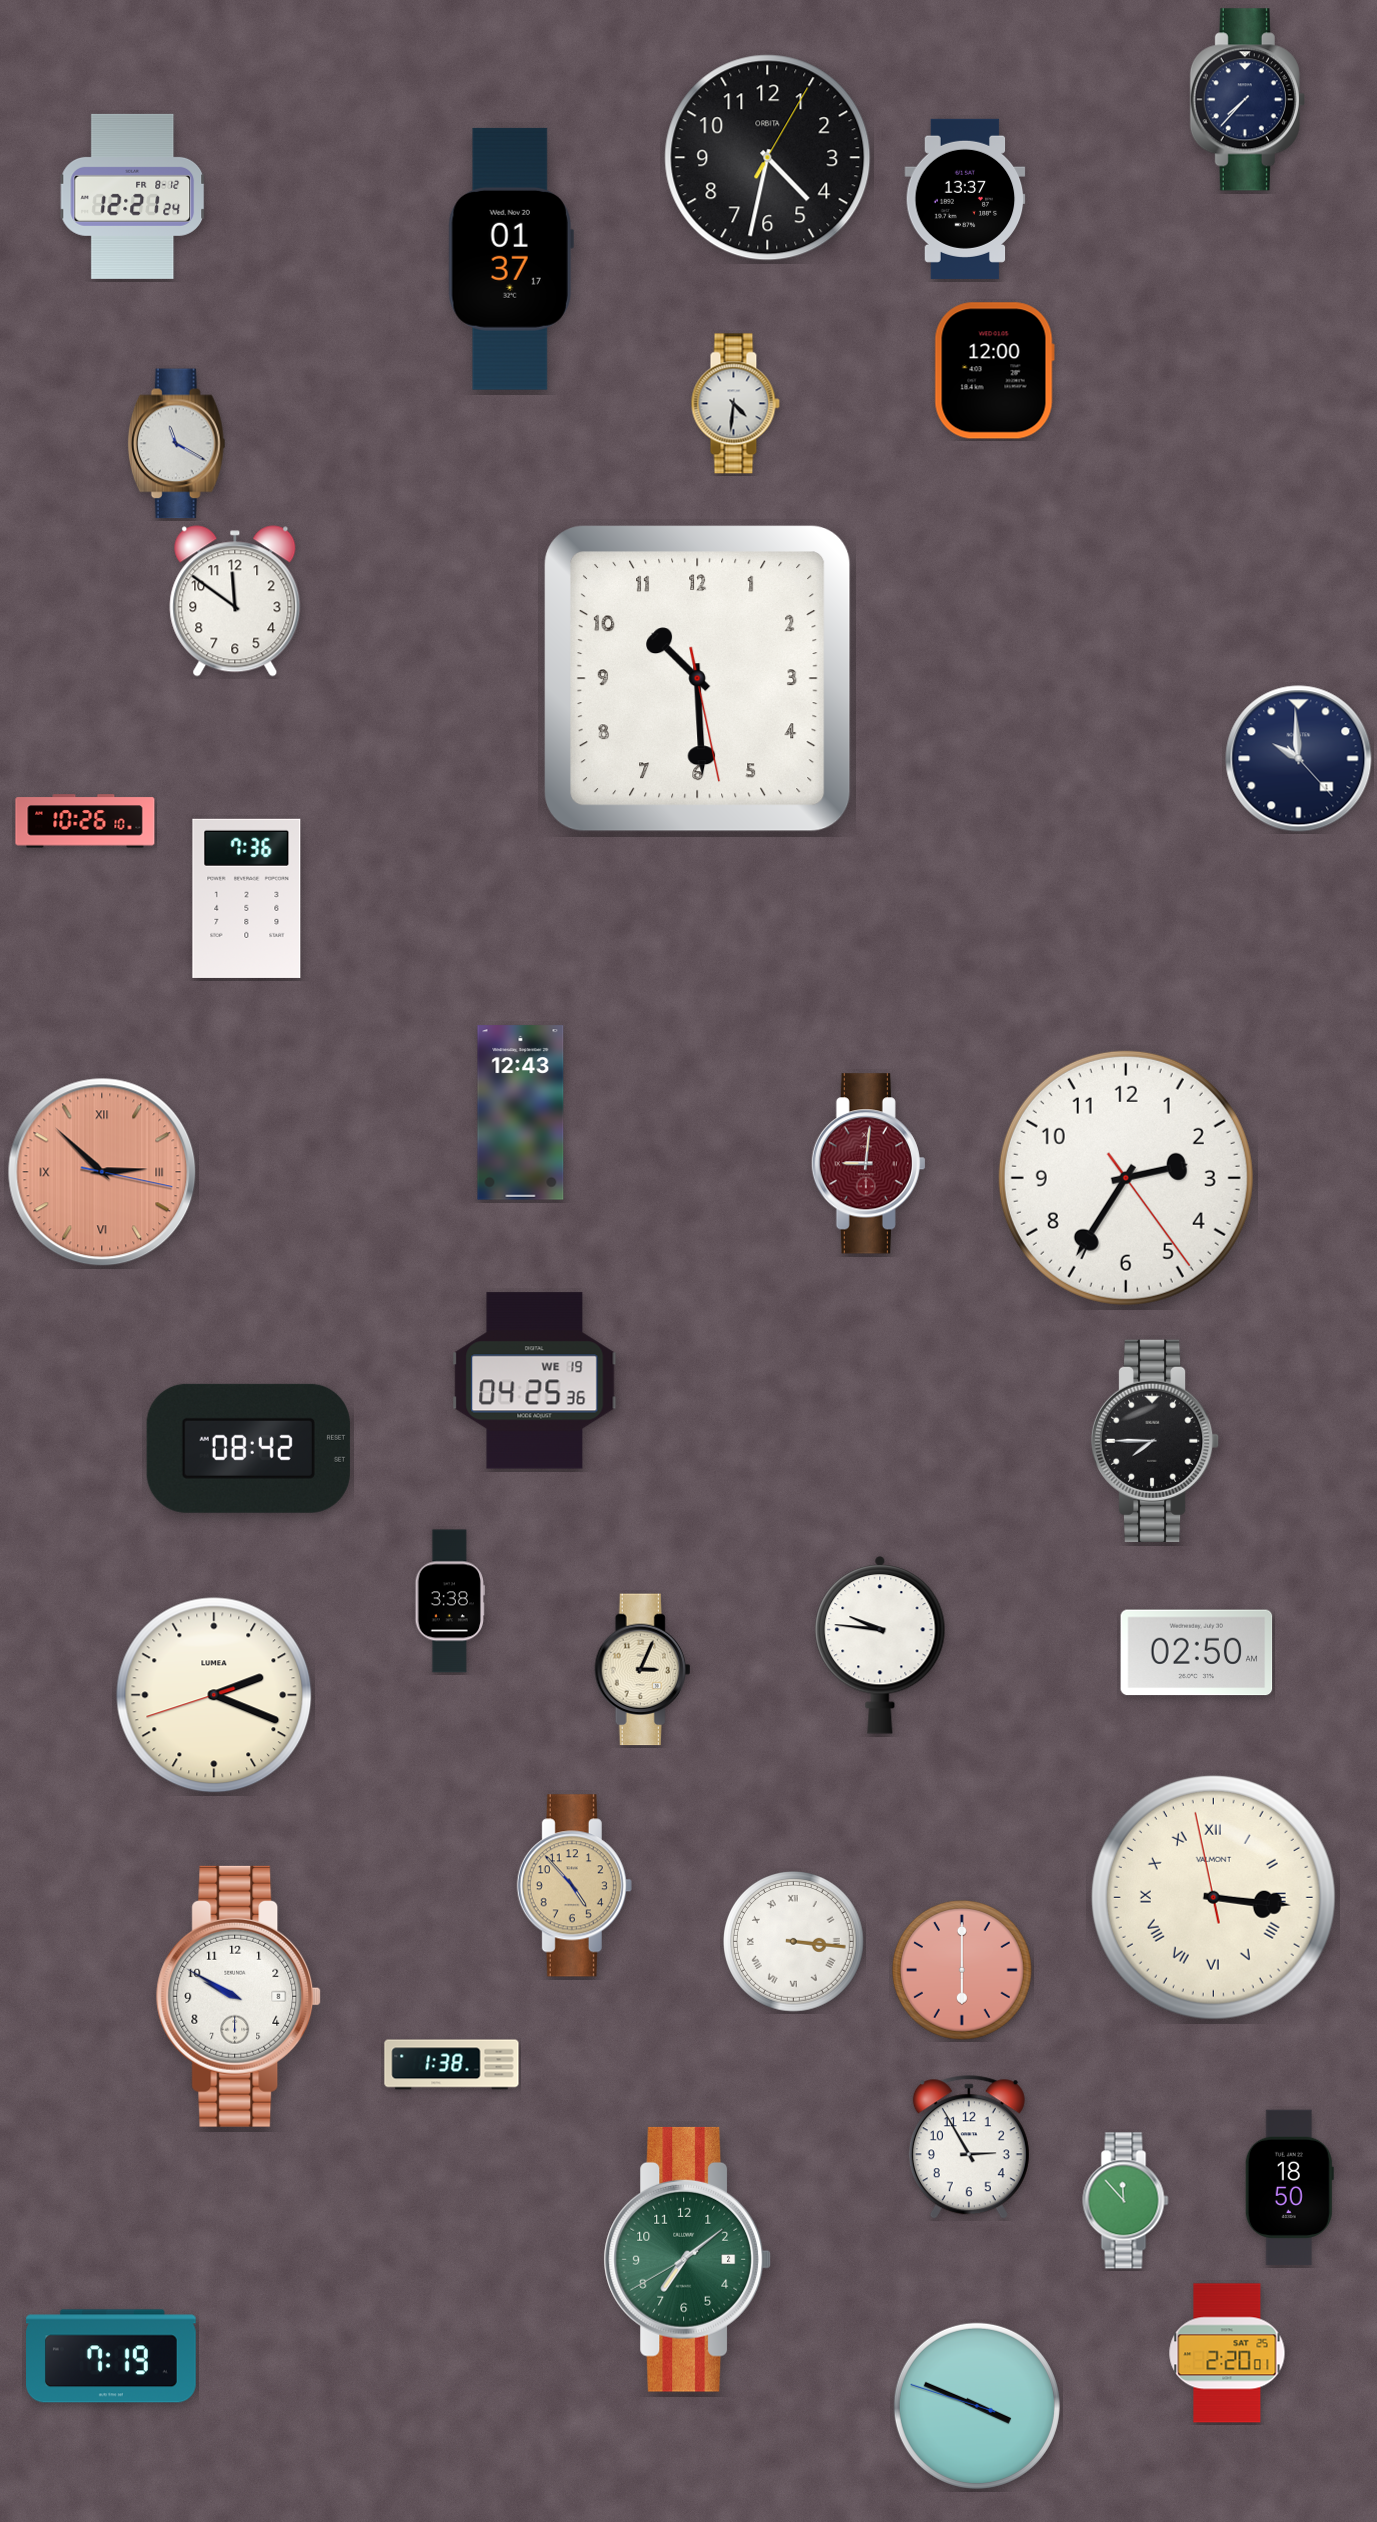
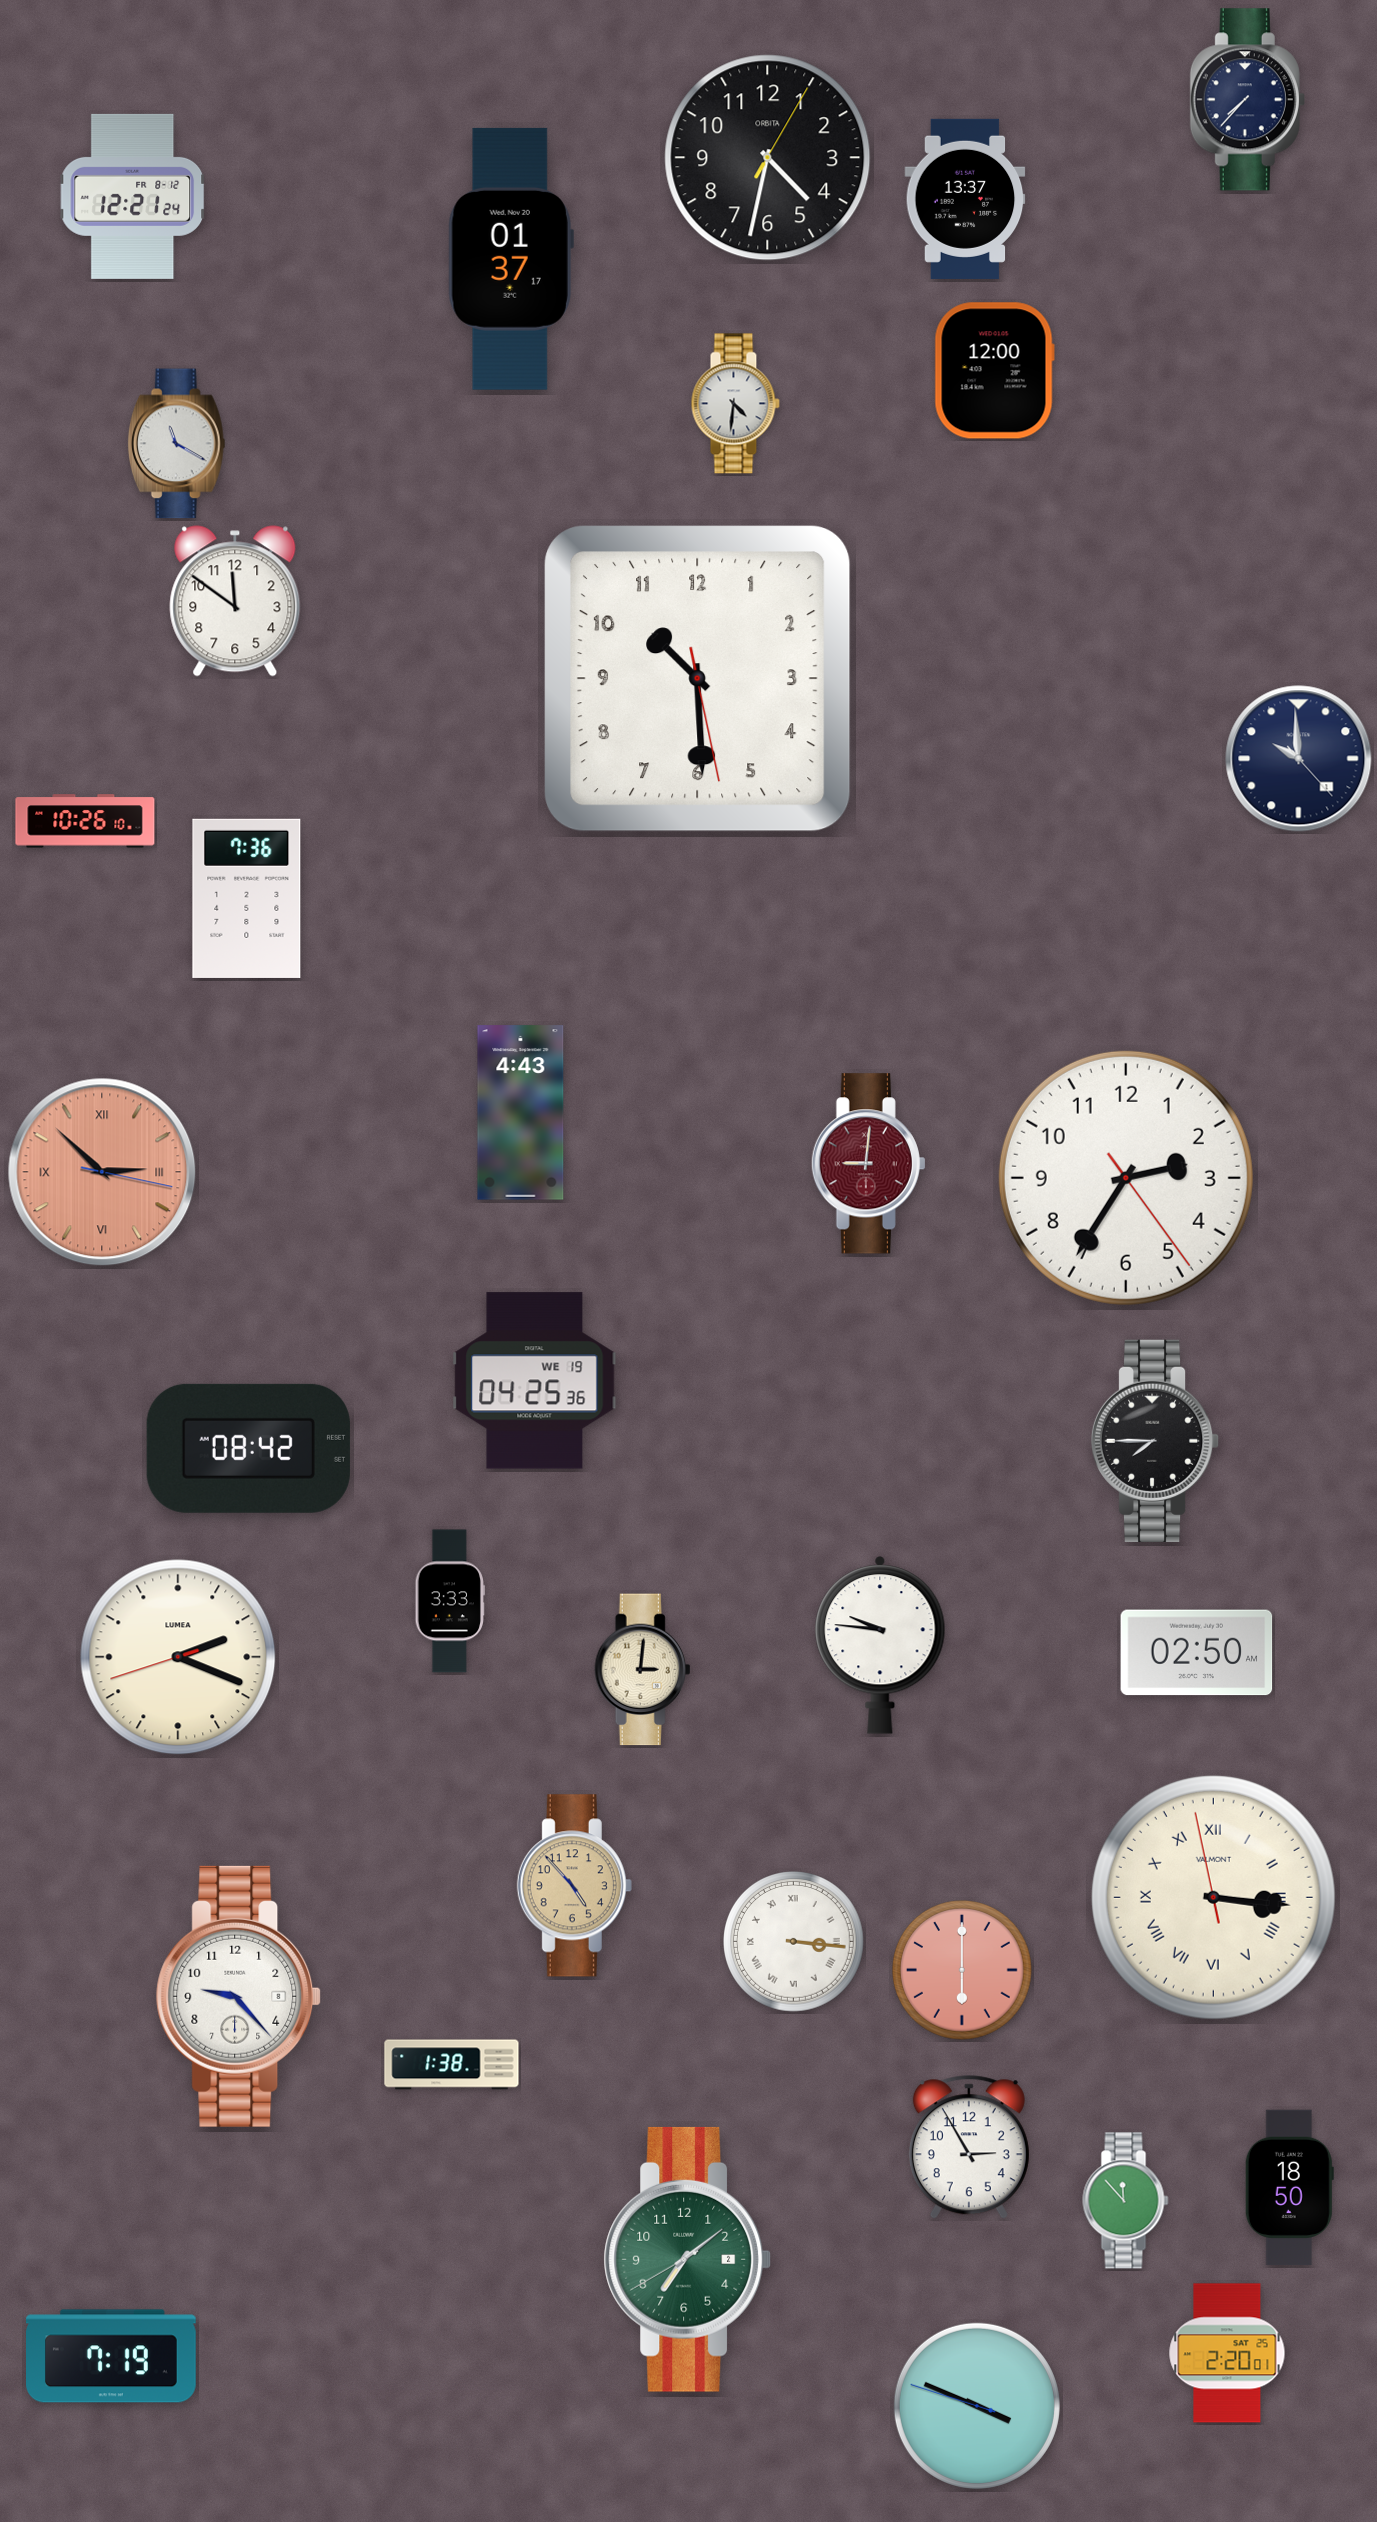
clock at (521, 1113): 12:43 -> 4:43
clock at (449, 1601): 3:38 -> 3:33
clock at (643, 1670): 3:04 -> 3:01
clock at (214, 1695) position: (214, 1695) -> (178, 1657)
clock at (239, 1996): 9:50 -> 9:23
